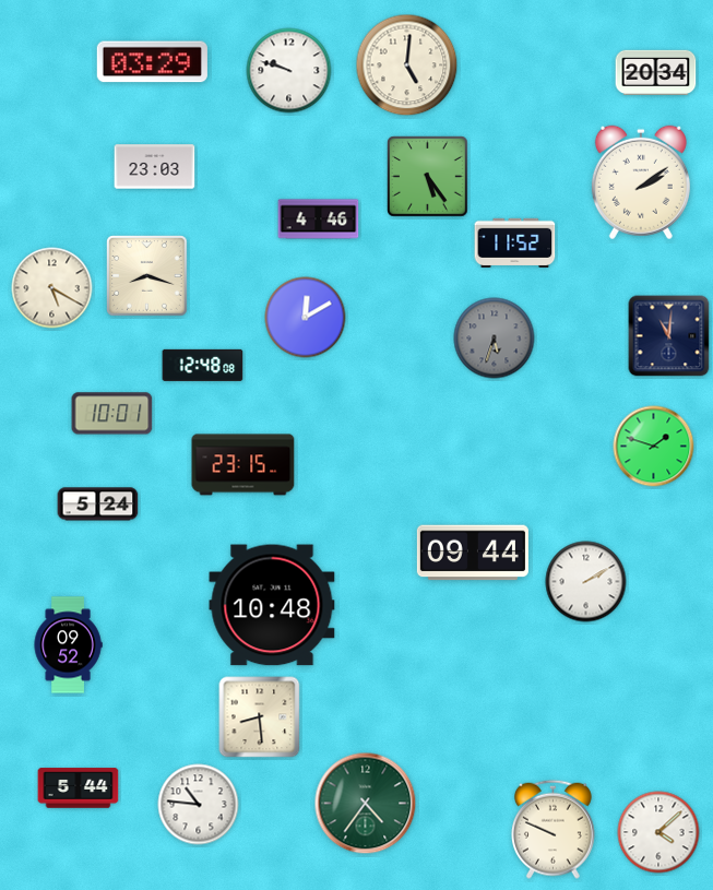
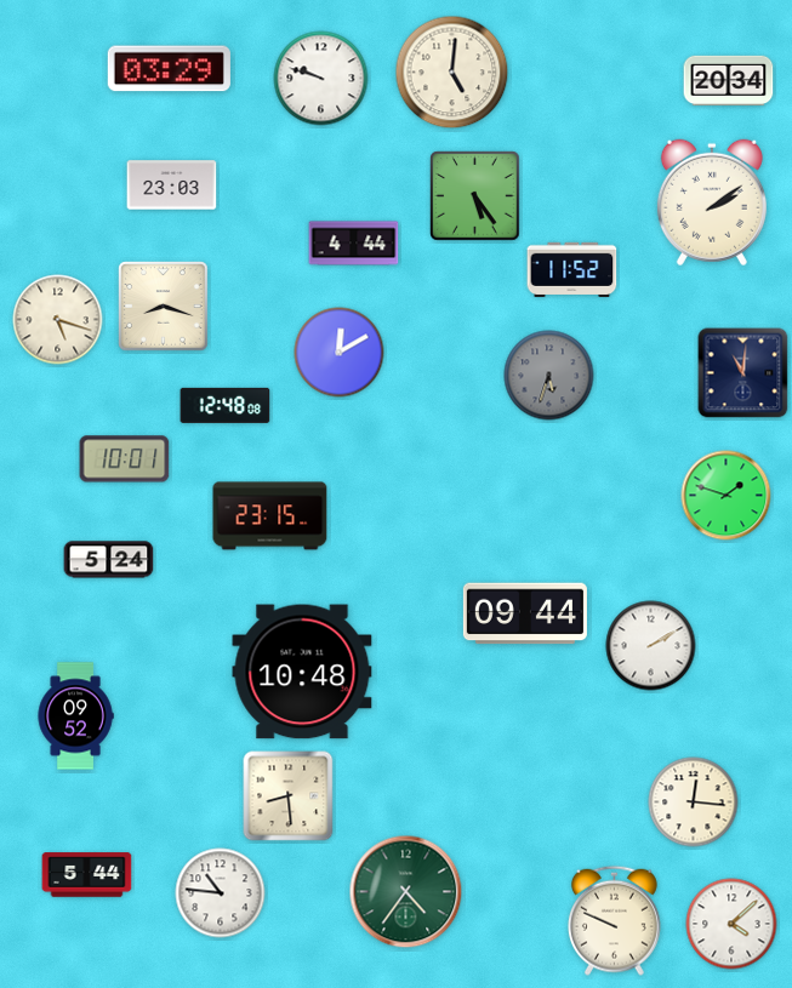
clock at (319, 219): 4:46 -> 4:44
clock at (52, 288): 5:20 -> 5:18
clock at (694, 803): none -> 12:16
